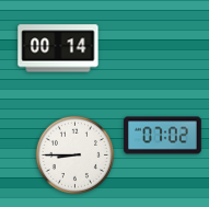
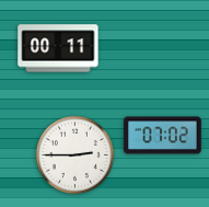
clock at (58, 48): 00:14 -> 00:11
clock at (74, 154): 8:45 -> 2:45
